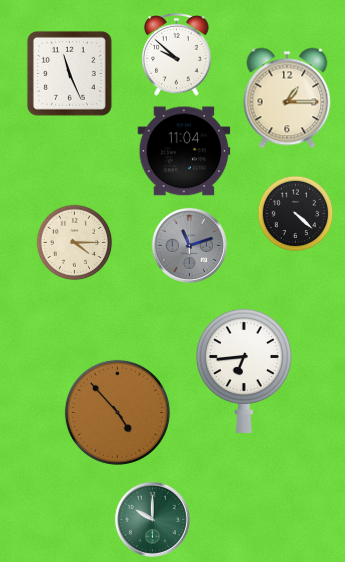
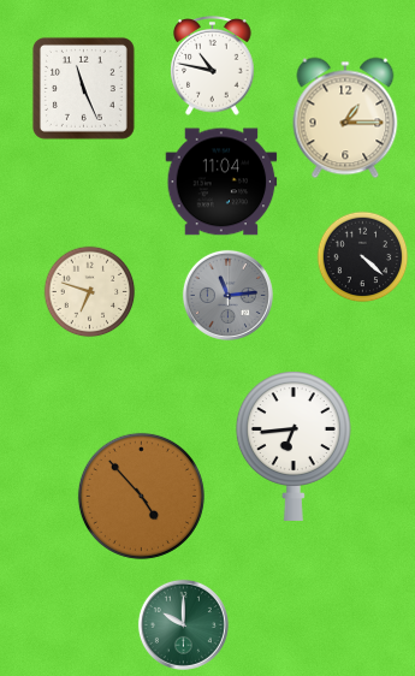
clock at (177, 55): 9:52 -> 10:47
clock at (296, 214) position: (296, 214) -> (363, 257)
clock at (75, 243): 4:15 -> 6:48
clock at (189, 245): 11:12 -> 11:14
